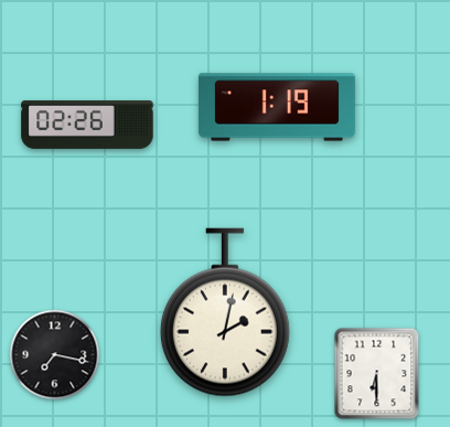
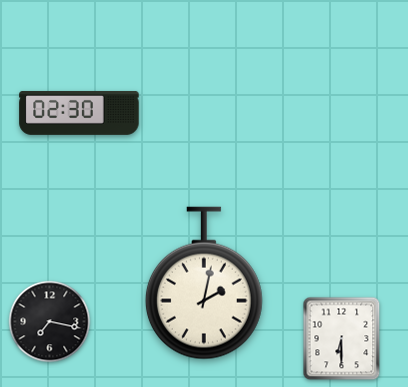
clock at (277, 107): 1:19 -> none
clock at (87, 125): 02:26 -> 02:30
